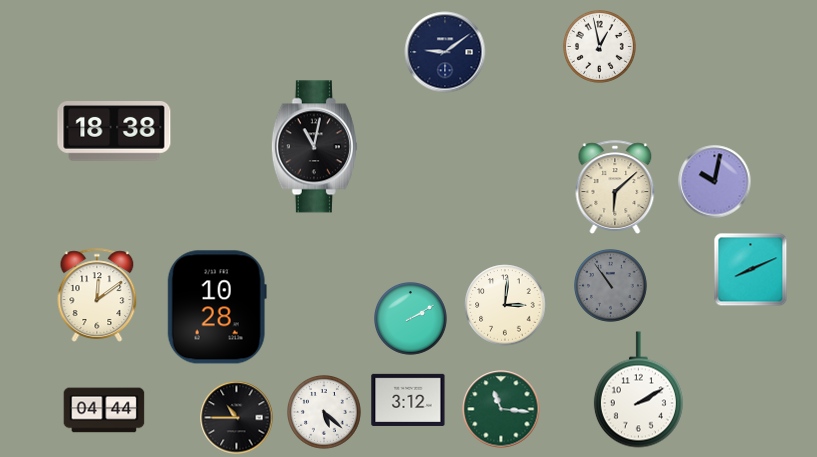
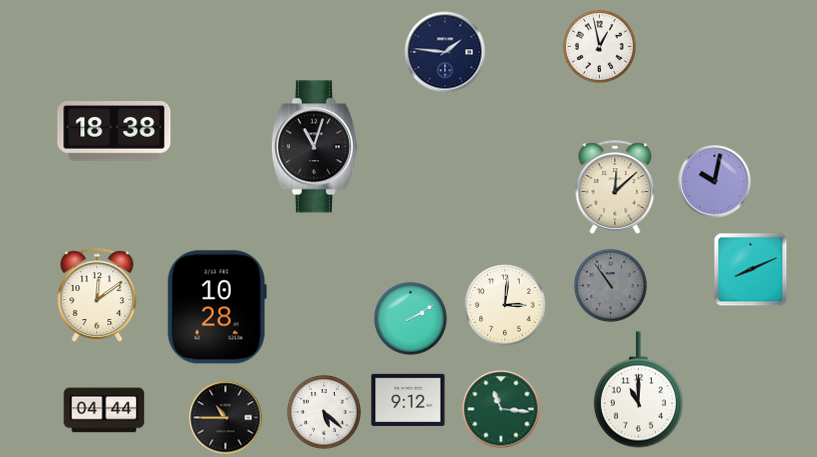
clock at (445, 52): 9:09 -> 1:46
clock at (314, 147): 11:02 -> 11:03
clock at (615, 187): 6:08 -> 12:08
clock at (638, 390): 2:10 -> 11:00
clock at (408, 400): 3:12 -> 9:12
clock at (237, 418) position: (237, 418) -> (226, 418)
